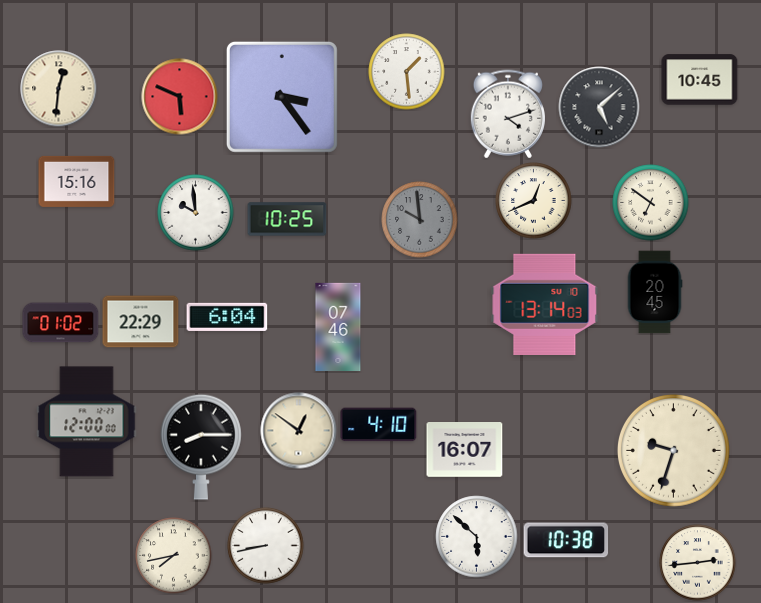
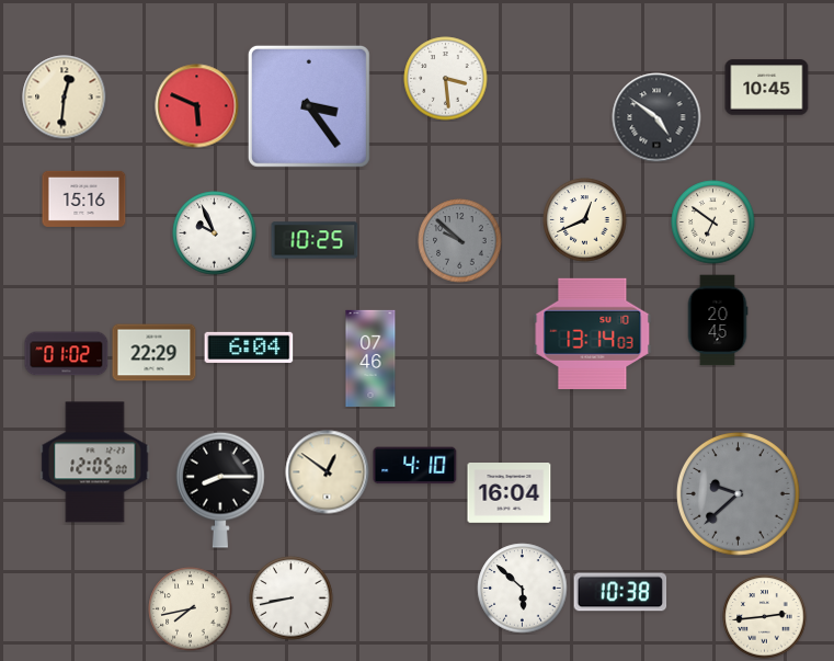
clock at (407, 72): 1:29 -> 3:29
clock at (599, 107): 5:08 -> 4:51
clock at (508, 114): 4:12 -> none
clock at (196, 213): 9:59 -> 9:56
clock at (420, 220): 9:59 -> 9:52
clock at (545, 304) position: (545, 304) -> (593, 333)
clock at (87, 422): 12:00 -> 12:05
clock at (465, 450): 16:07 -> 16:04
clock at (673, 450): 9:33 -> 9:38
clock at (673, 450) dial: cream -> grey
